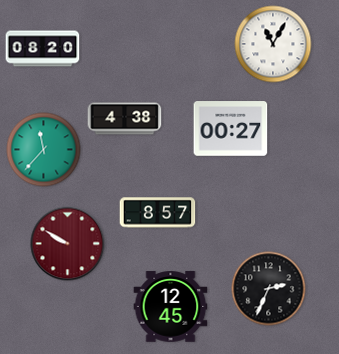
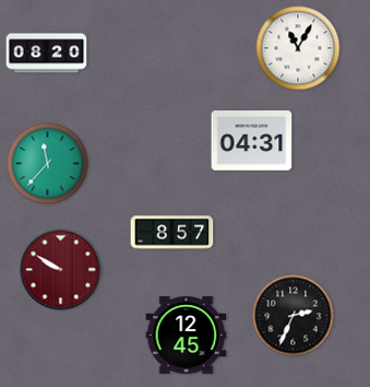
clock at (125, 119): 4:38 -> none
clock at (231, 129): 00:27 -> 04:31
clock at (68, 244) position: (68, 244) -> (61, 270)
